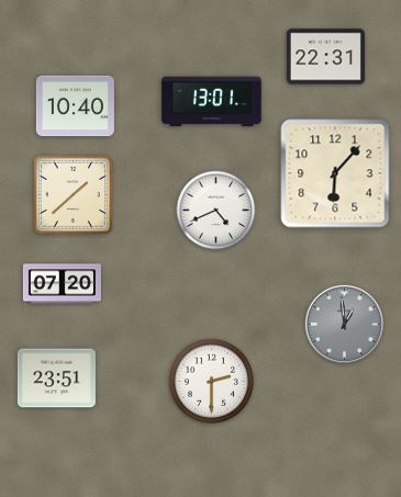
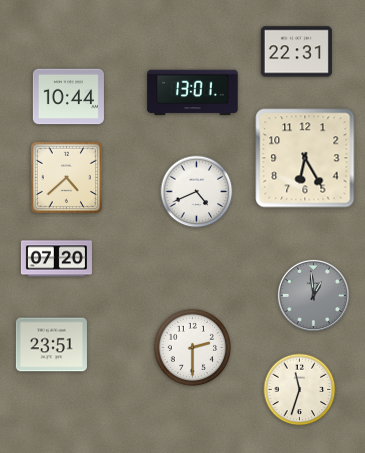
clock at (75, 106): 10:40 -> 10:44
clock at (335, 173): 6:07 -> 6:25
clock at (73, 194): 1:38 -> 4:38
clock at (300, 390): none -> 11:33
